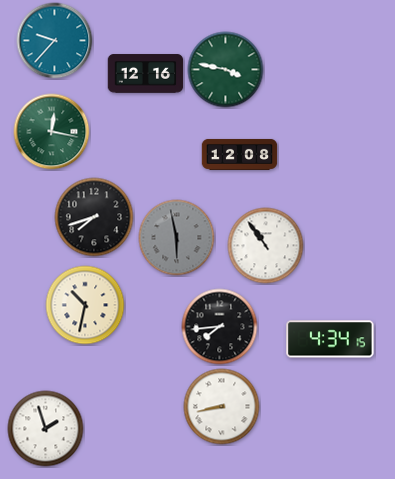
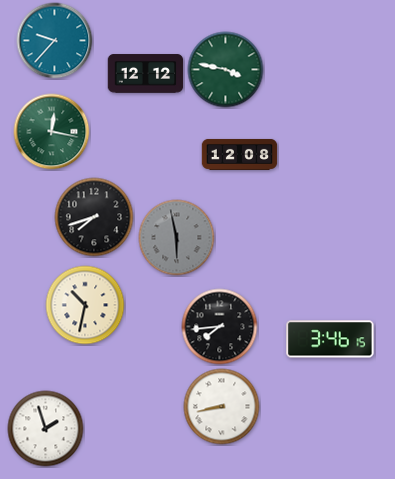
clock at (146, 74): 12:16 -> 12:12
clock at (266, 246): 10:54 -> none
clock at (330, 339): 4:34 -> 3:46
